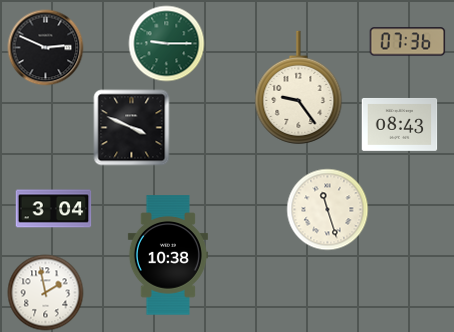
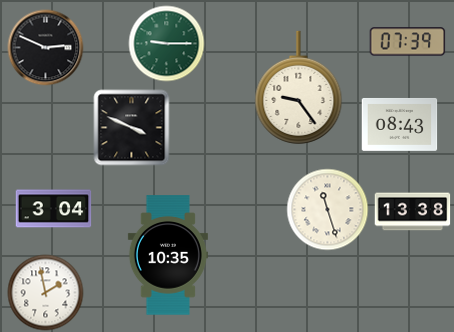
clock at (408, 42): 07:36 -> 07:39
clock at (413, 212): none -> 13:38
clock at (168, 255): 10:38 -> 10:35
